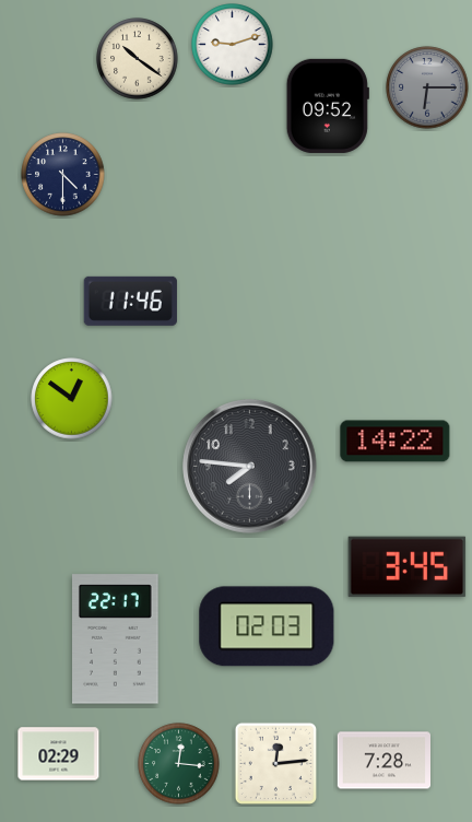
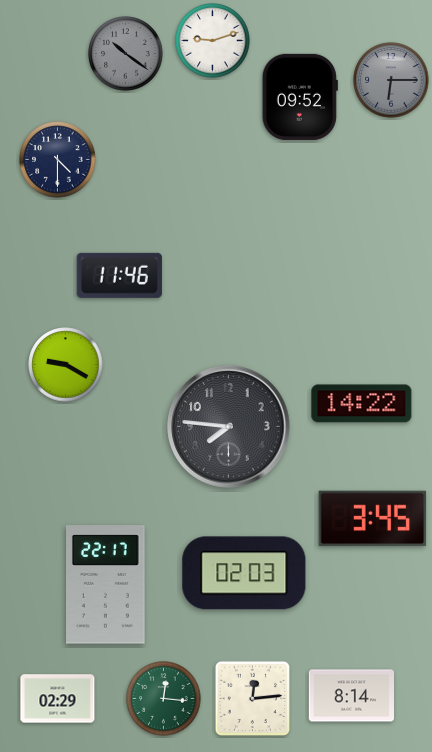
clock at (138, 59) dial: cream -> grey
clock at (72, 399): 12:51 -> 9:20
clock at (59, 754) position: (59, 754) -> (58, 699)
clock at (383, 761): 7:28 -> 8:14
